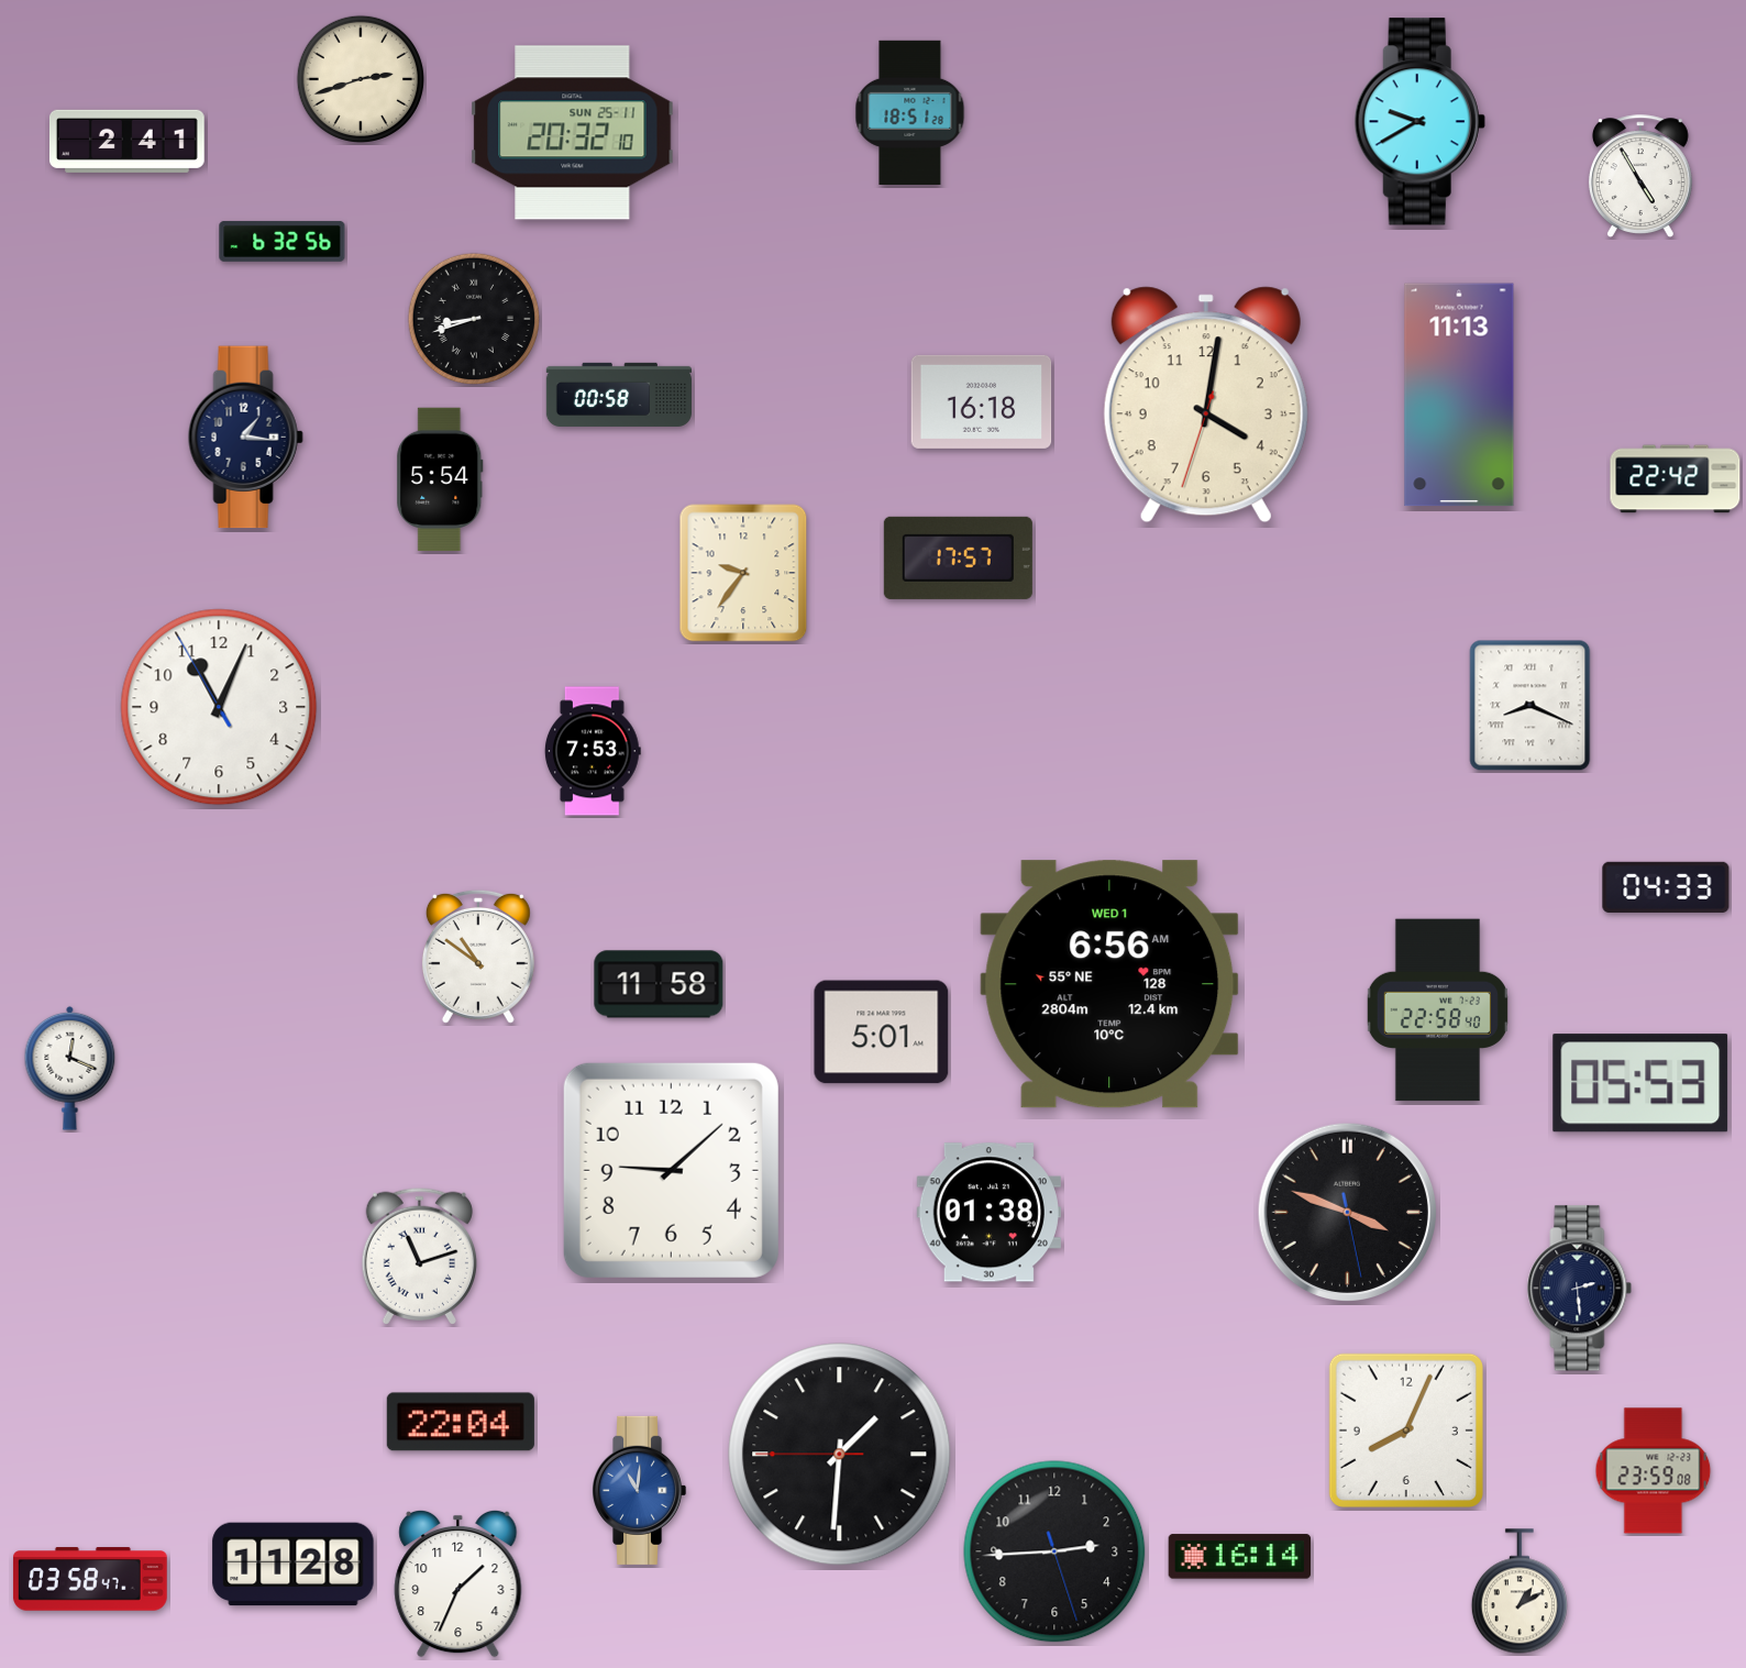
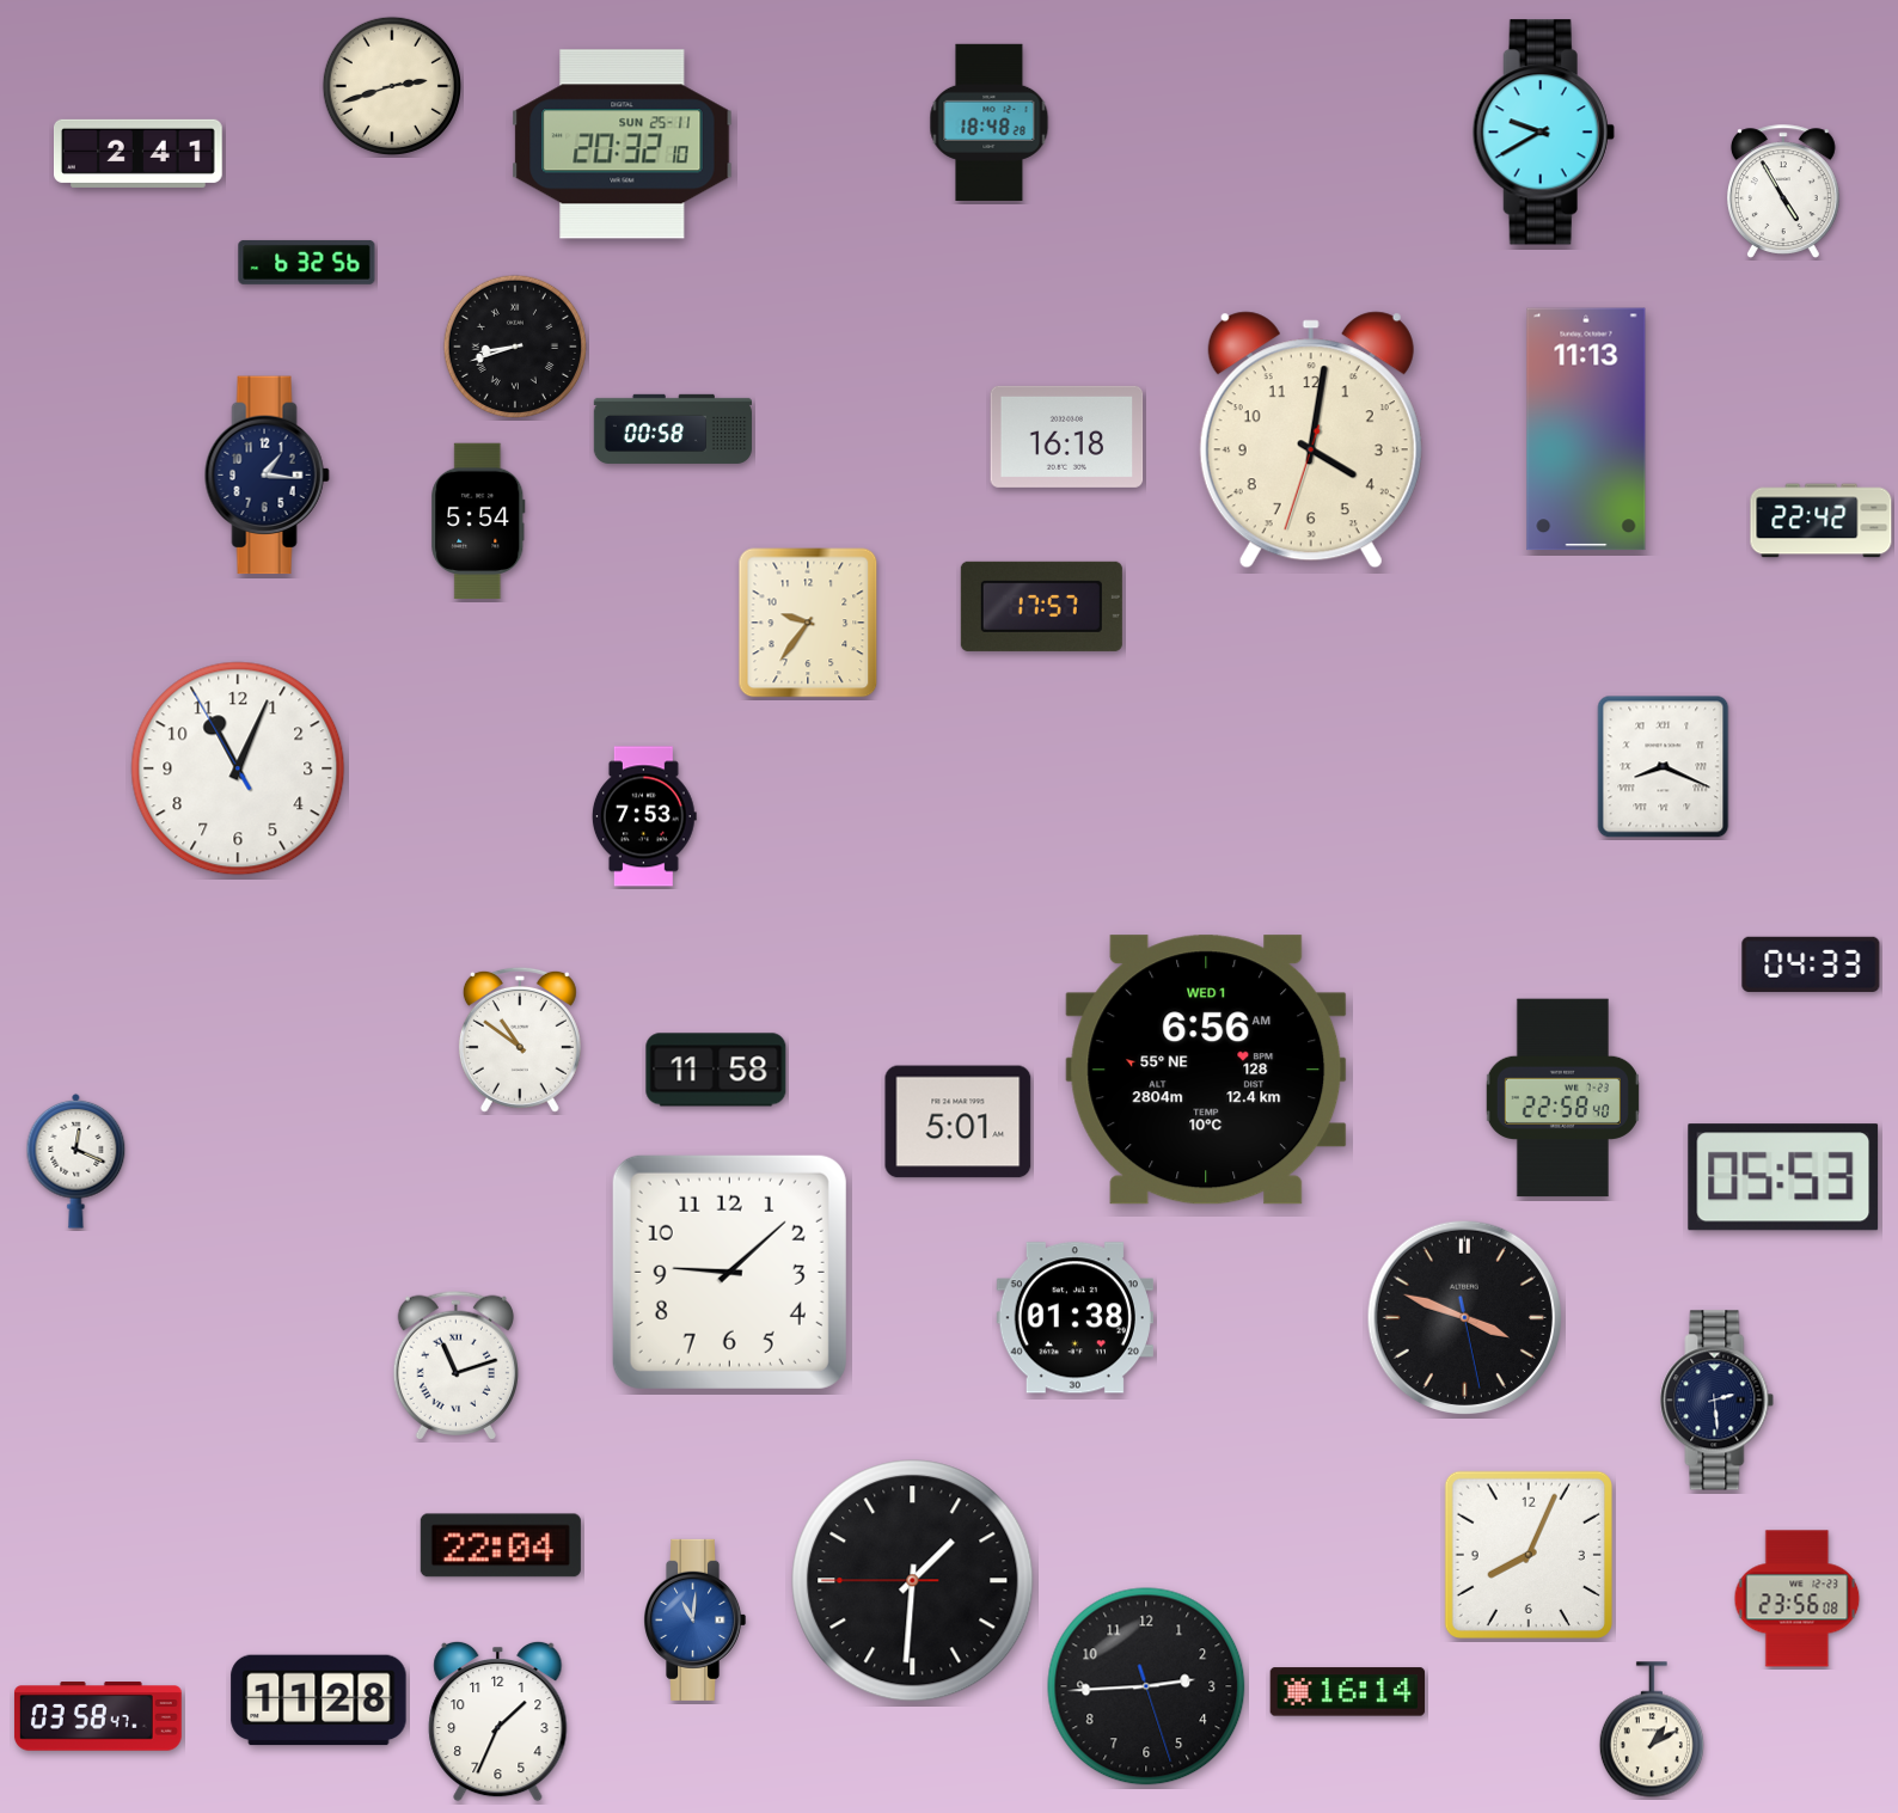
clock at (910, 112): 18:51 -> 18:48
clock at (1654, 1471): 23:59 -> 23:56
